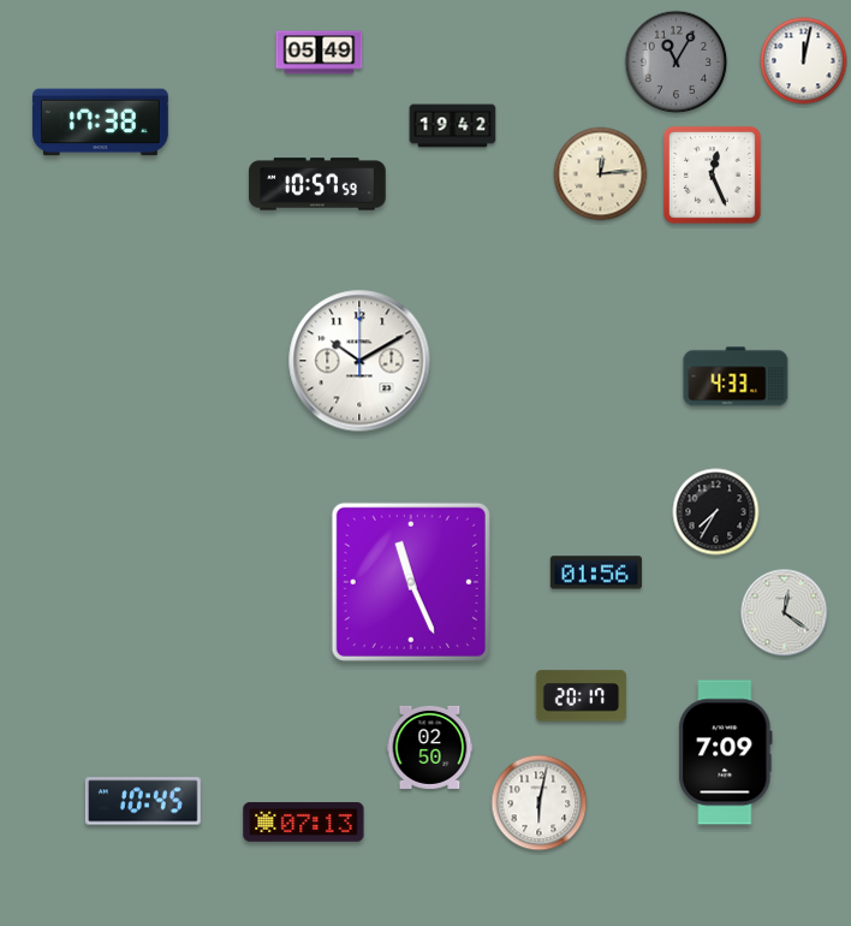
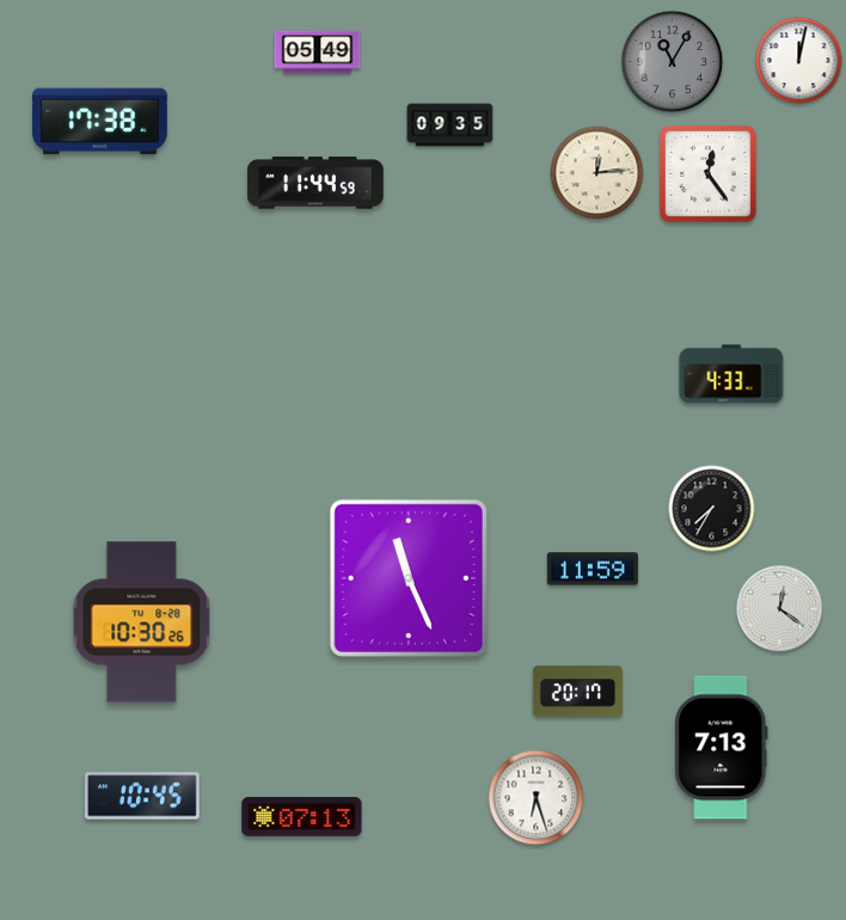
clock at (453, 126): 19:42 -> 09:35
clock at (712, 174): 12:26 -> 12:24
clock at (317, 184): 10:57 -> 11:44
clock at (359, 361): 10:10 -> none
clock at (596, 572): 01:56 -> 11:59
clock at (142, 622): none -> 10:30
clock at (430, 747): 02:50 -> none
clock at (726, 753): 7:09 -> 7:13
clock at (540, 803): 6:02 -> 6:27
